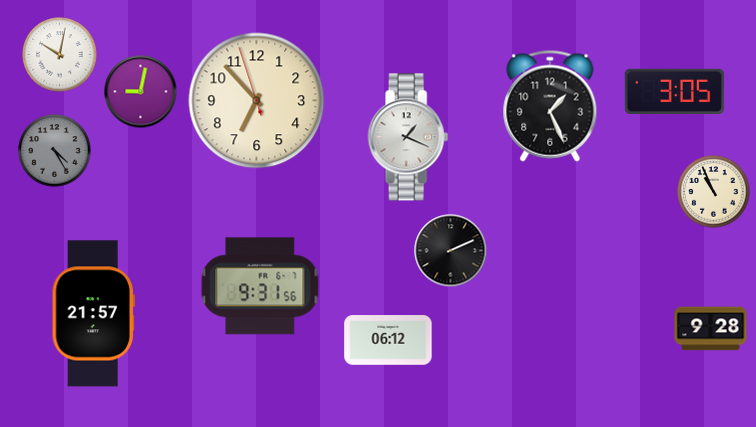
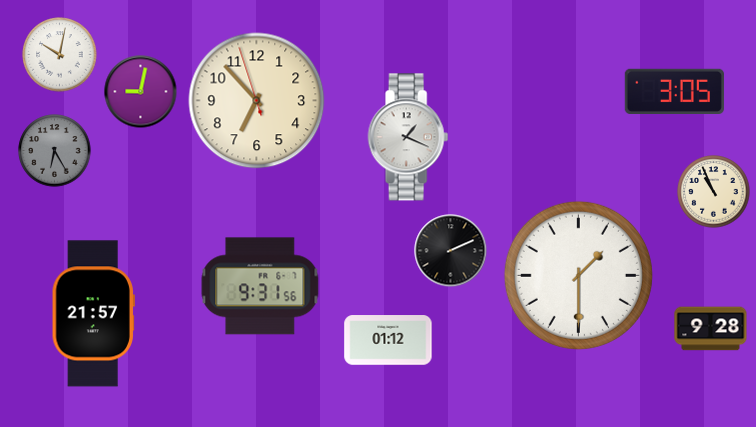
clock at (550, 106): 1:26 -> none
clock at (55, 151): 4:25 -> 6:25
clock at (578, 275): none -> 1:30
clock at (388, 340): 06:12 -> 01:12
